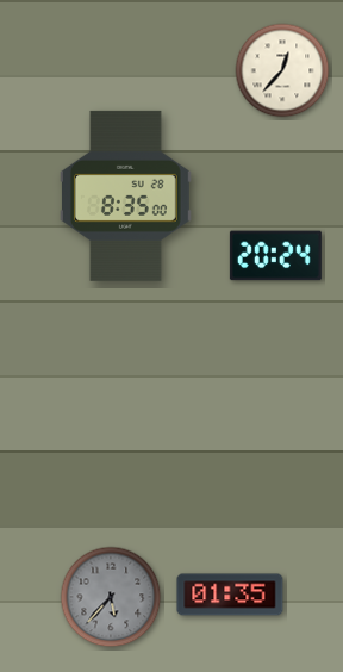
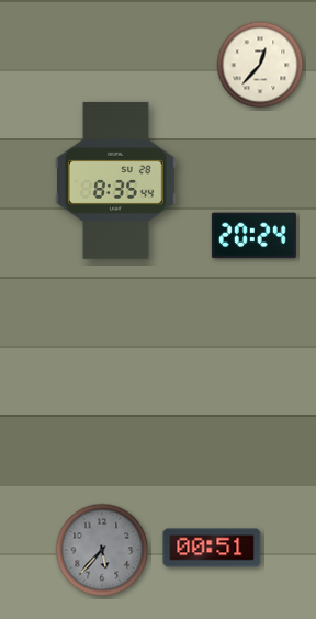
clock at (125, 195): 8:35:00 -> 8:35:44
clock at (230, 595): 01:35 -> 00:51
